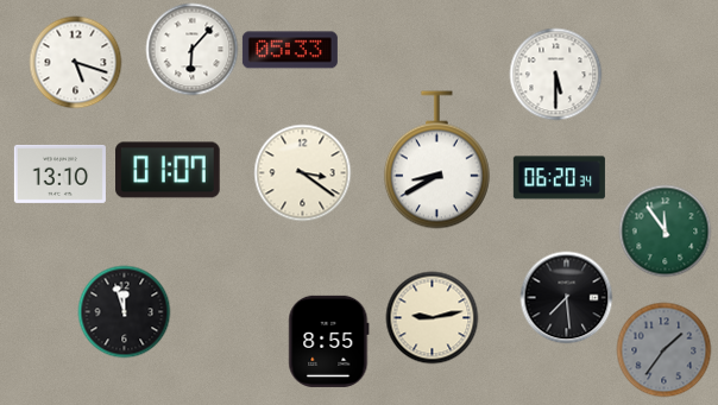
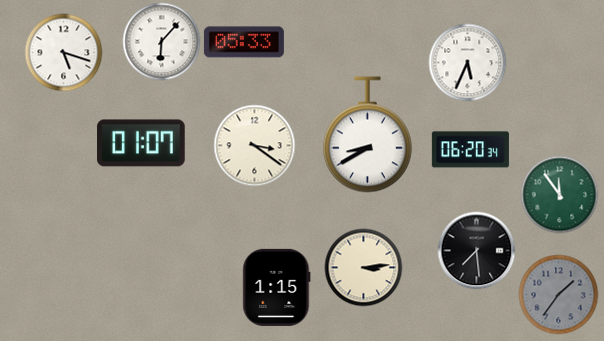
clock at (555, 74): 5:30 -> 5:34
clock at (59, 173): 13:10 -> none
clock at (124, 311): 11:57 -> none
clock at (432, 317): 9:13 -> 3:14
clock at (329, 341): 8:55 -> 1:15
